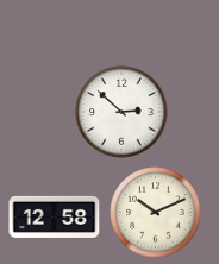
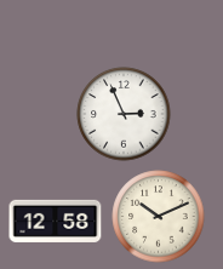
clock at (121, 112): 2:52 -> 2:56
